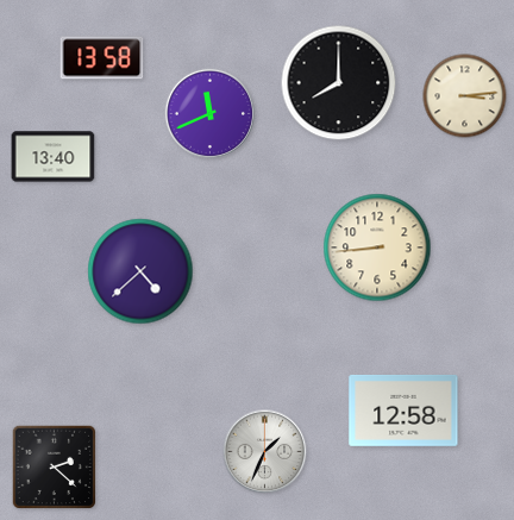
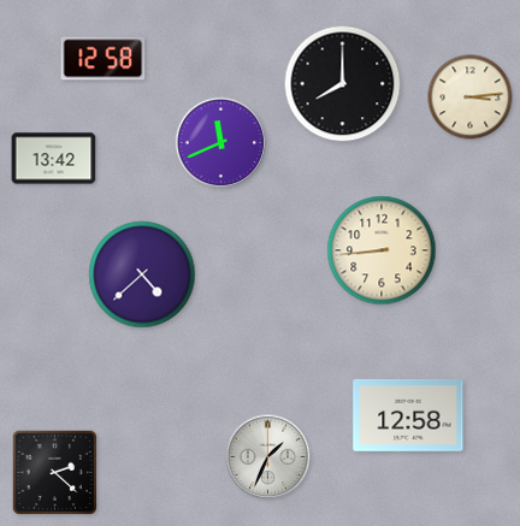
clock at (102, 58): 13:58 -> 12:58
clock at (209, 113) position: (209, 113) -> (220, 142)
clock at (54, 157): 13:40 -> 13:42
